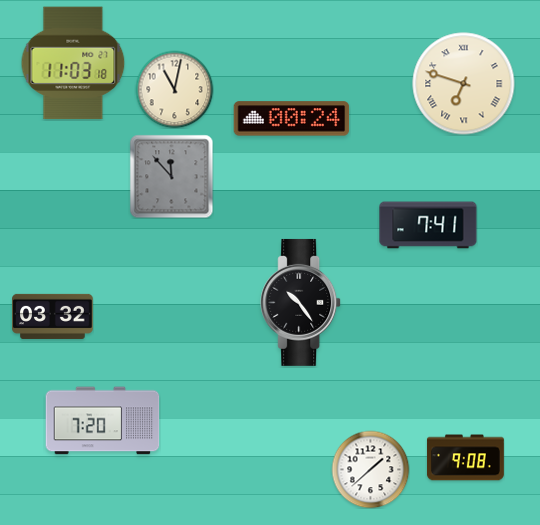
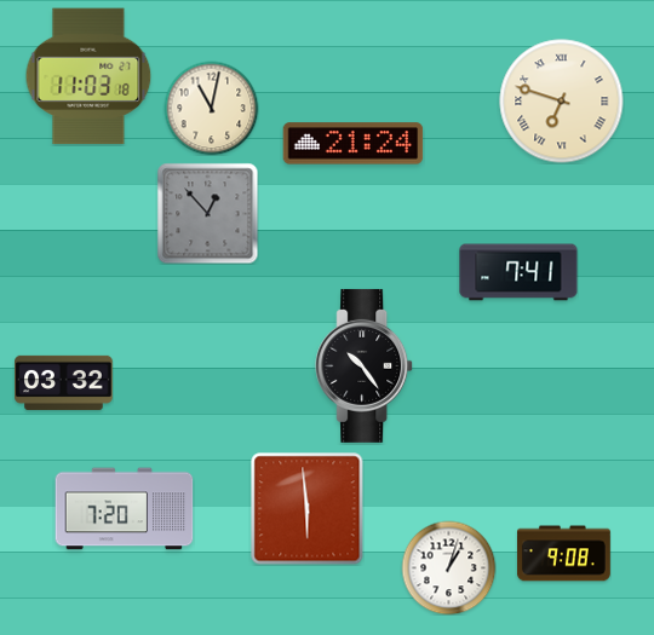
clock at (292, 119): 00:24 -> 21:24
clock at (171, 176): 11:53 -> 12:53
clock at (306, 508): none -> 5:59
clock at (370, 469): 1:38 -> 1:03
